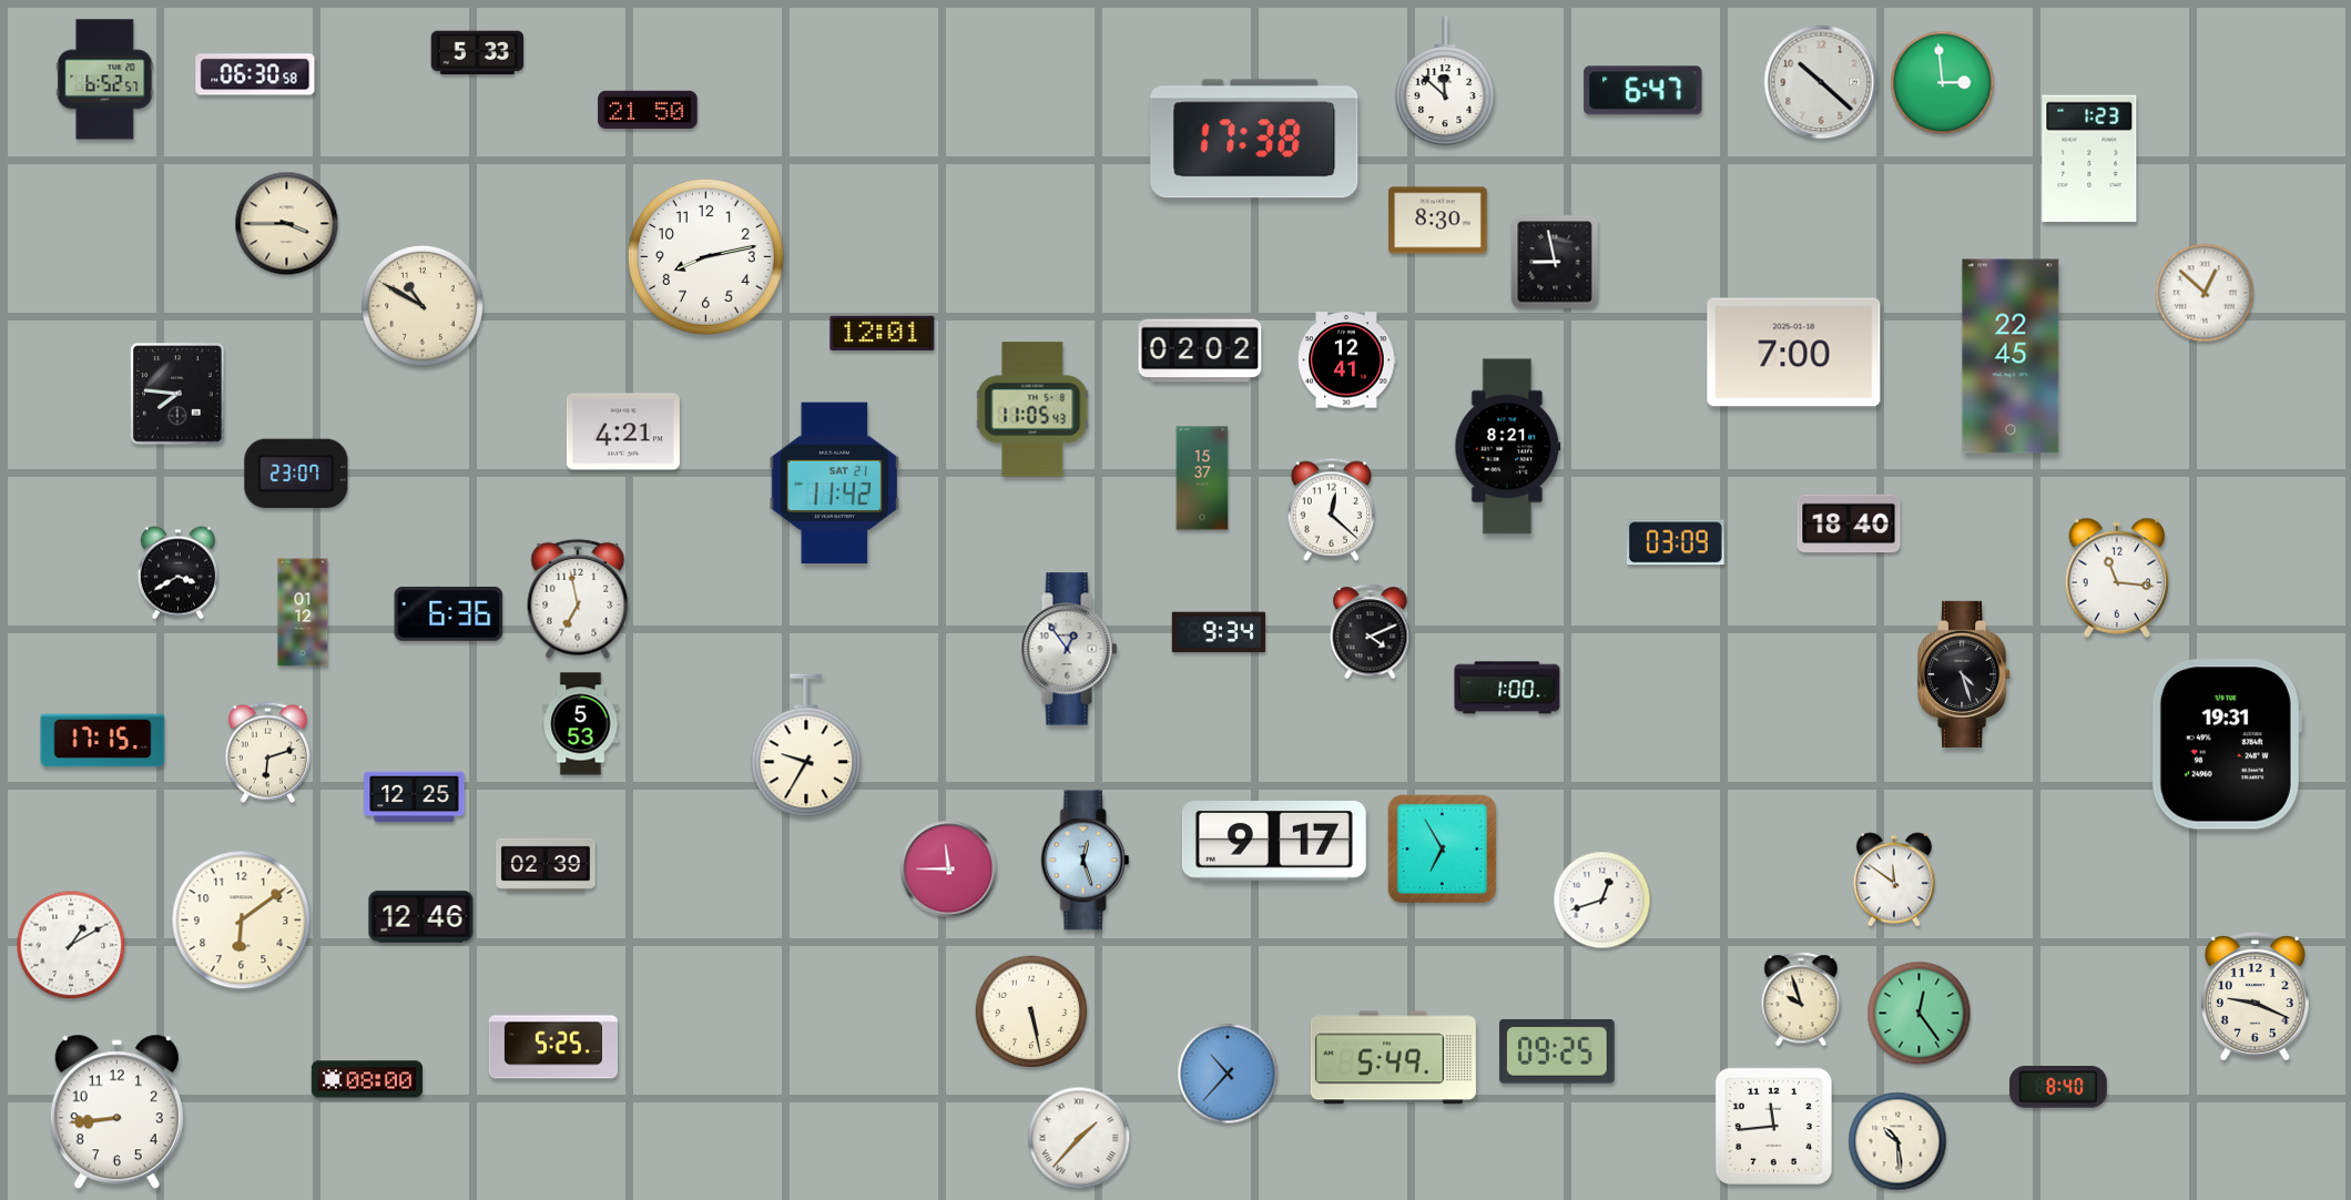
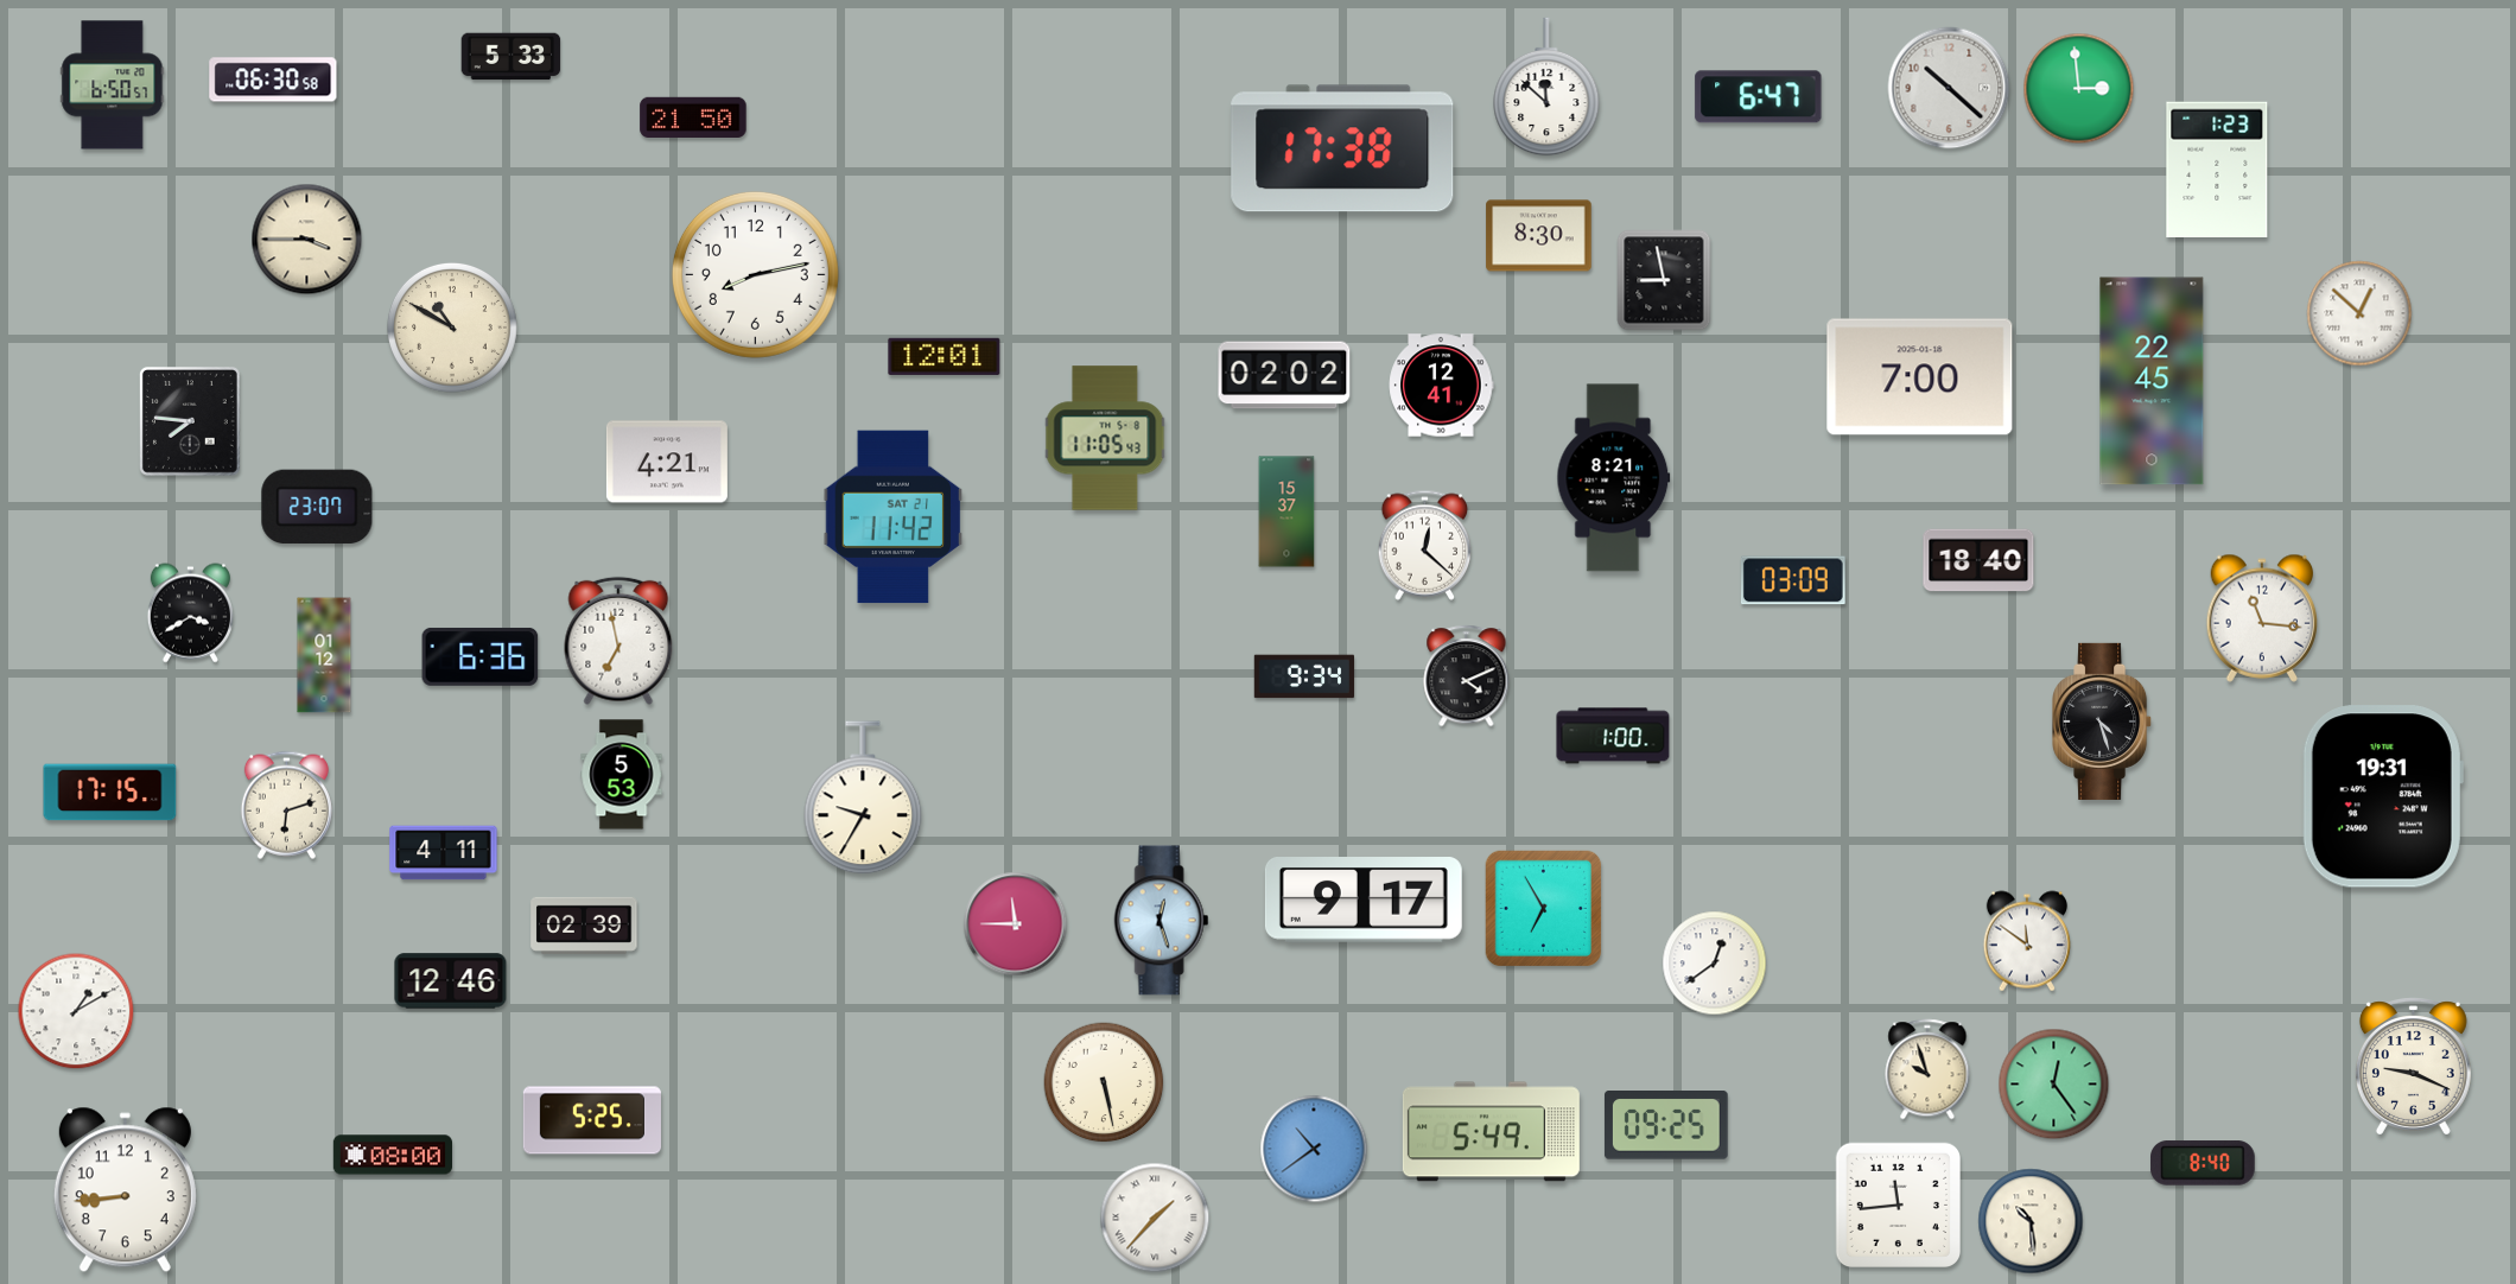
clock at (105, 80): 6:52 -> 6:50
clock at (2089, 159) position: (2089, 159) -> (2217, 170)
clock at (2117, 578) position: (2117, 578) -> (2262, 618)
clock at (1069, 649): 12:54 -> none
clock at (415, 797): 12:25 -> 4:11
clock at (949, 870) position: (949, 870) -> (1016, 924)
clock at (1602, 901): 12:42 -> 12:39
clock at (242, 921): 6:09 -> none
clock at (1228, 1074): 10:37 -> 10:39
